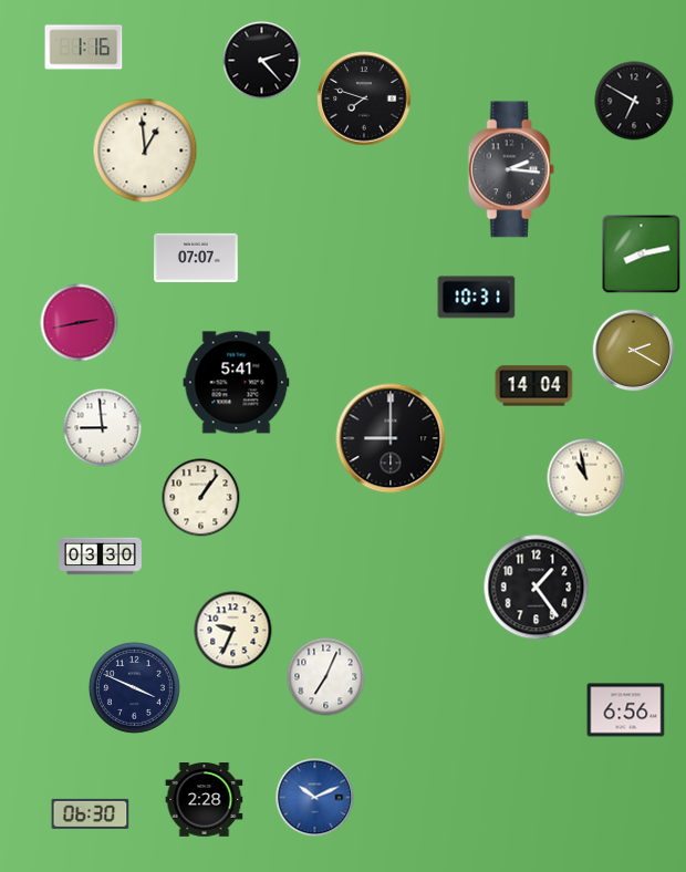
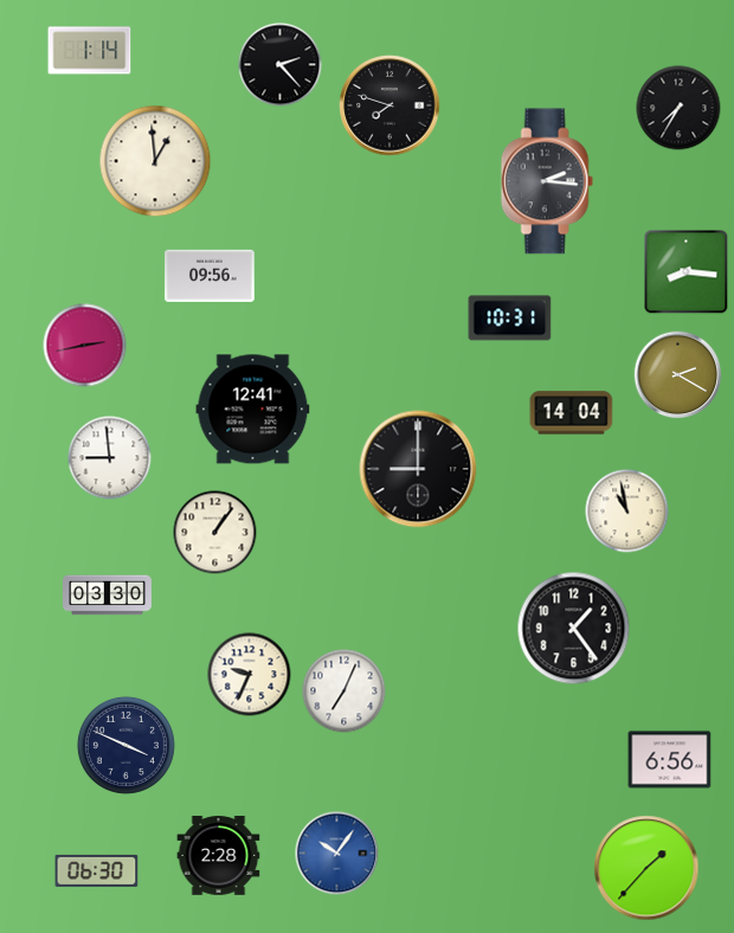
clock at (84, 48): 1:16 -> 1:14
clock at (634, 101): 6:50 -> 7:35
clock at (642, 255): 8:13 -> 8:16
clock at (196, 258): 07:07 -> 09:56
clock at (237, 383): 5:41 -> 12:41
clock at (326, 677) position: (326, 677) -> (345, 691)
clock at (134, 687) position: (134, 687) -> (125, 745)
clock at (315, 798): 10:11 -> 10:06
clock at (646, 868): none -> 1:37
